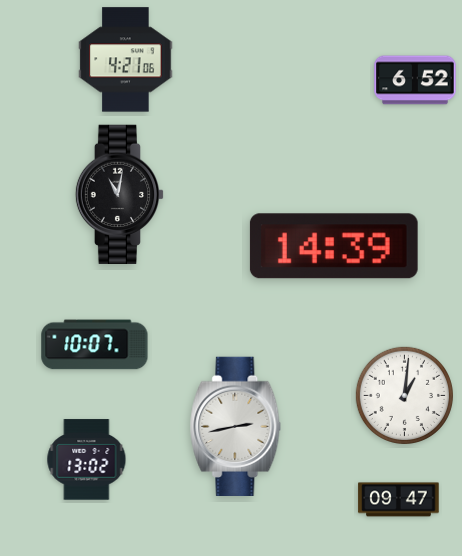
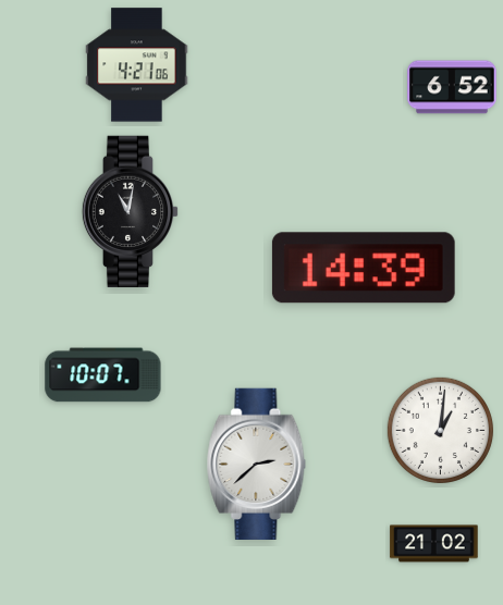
clock at (236, 426): 2:43 -> 2:38
clock at (87, 460): 13:02 -> none
clock at (399, 500): 09:47 -> 21:02
